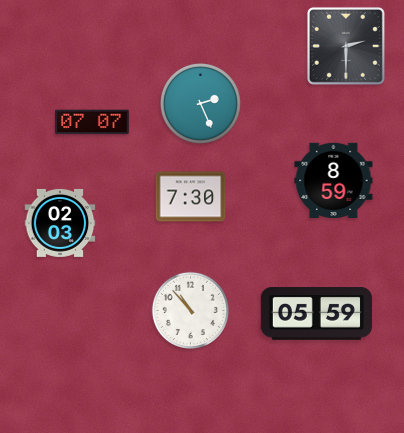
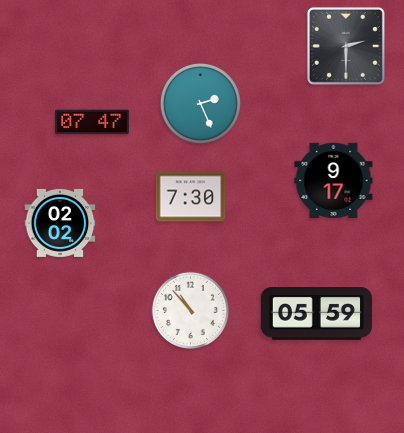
clock at (93, 122): 07:07 -> 07:47
clock at (334, 180): 8:59 -> 9:17
clock at (60, 223): 02:03 -> 02:02
